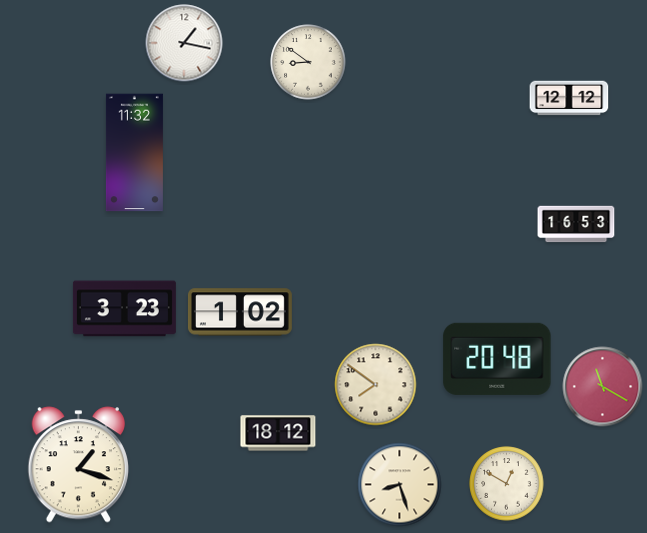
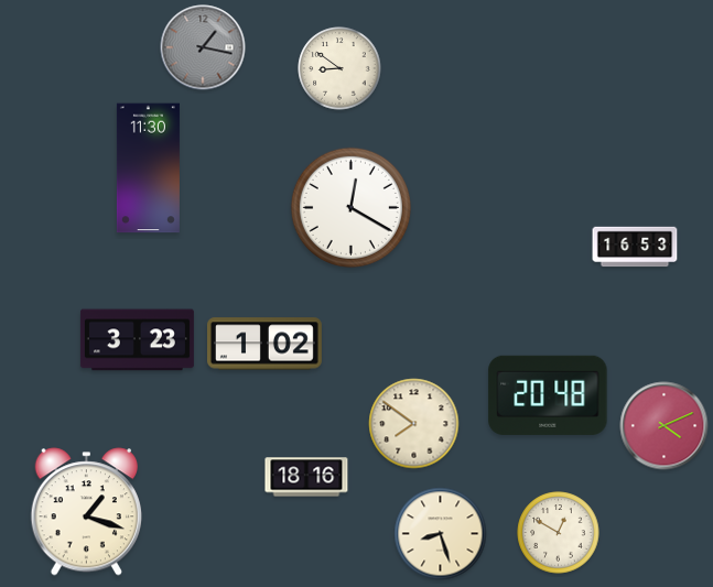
clock at (184, 43) dial: white -> grey
clock at (569, 98): 12:12 -> none
clock at (134, 153): 11:32 -> 11:30
clock at (350, 207): none -> 12:20
clock at (603, 387): 11:20 -> 4:11
clock at (278, 433): 18:12 -> 18:16
